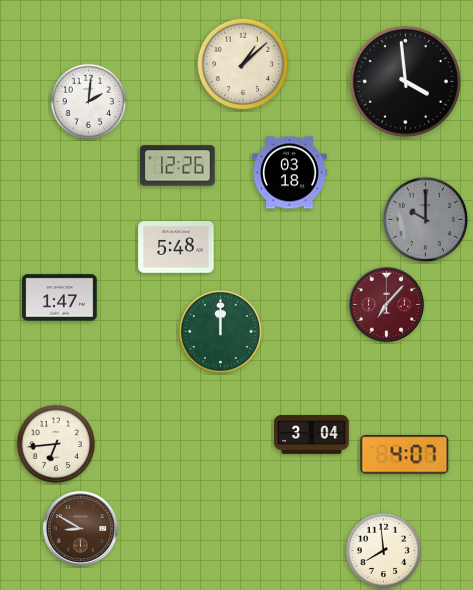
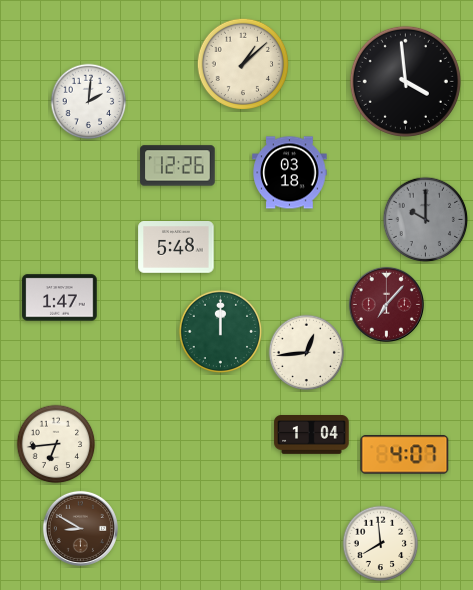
clock at (307, 353): none -> 12:44
clock at (312, 435): 3:04 -> 1:04
clock at (384, 551) position: (384, 551) -> (381, 544)
